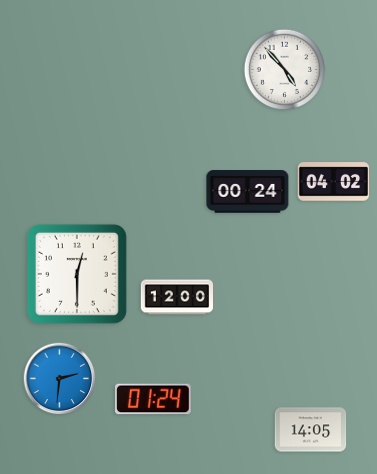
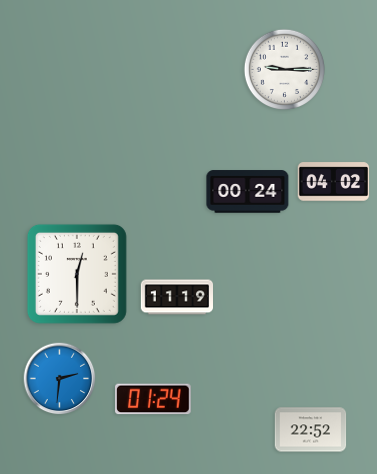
clock at (284, 69): 4:53 -> 9:15
clock at (177, 297): 12:00 -> 11:19
clock at (311, 430): 14:05 -> 22:52
